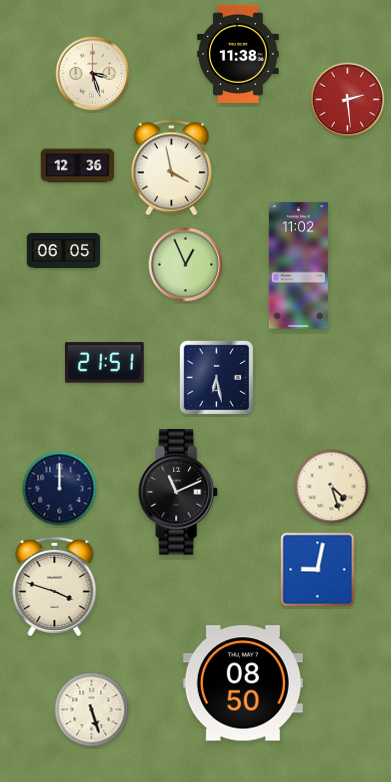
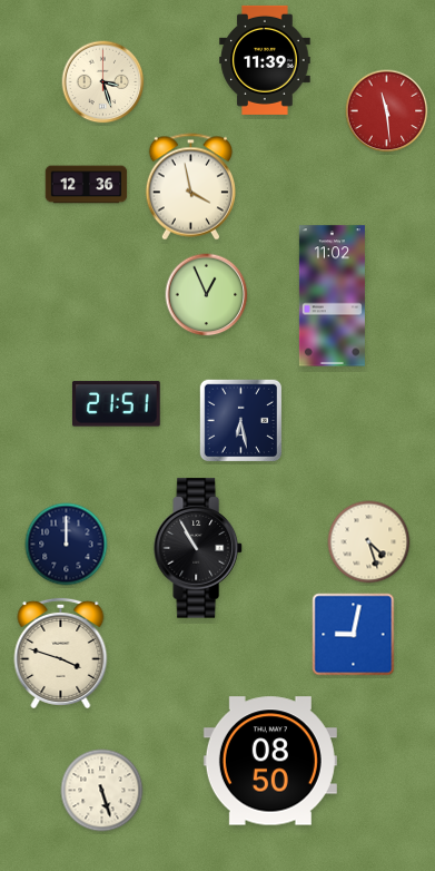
clock at (238, 54): 11:38 -> 11:39
clock at (348, 100): 2:29 -> 11:29
clock at (64, 250): 06:05 -> none
clock at (178, 492): 11:11 -> 10:55
